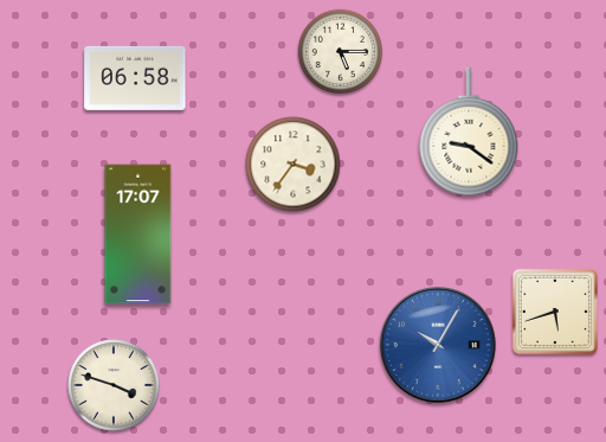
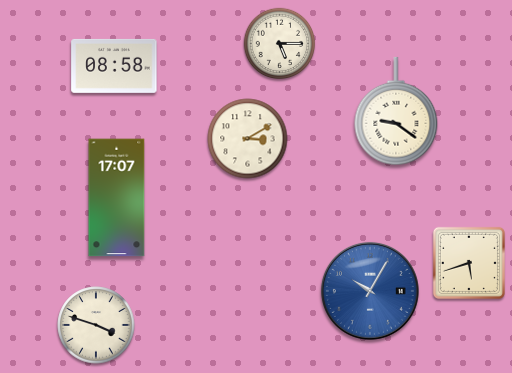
clock at (341, 52) position: (341, 52) -> (280, 44)
clock at (135, 78): 06:58 -> 08:58
clock at (294, 165): 3:36 -> 3:10
